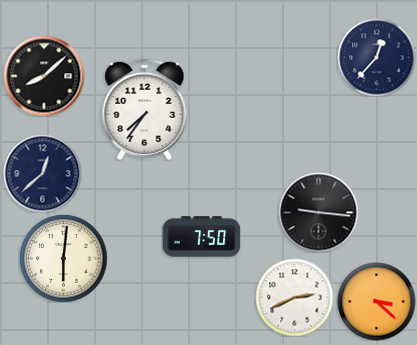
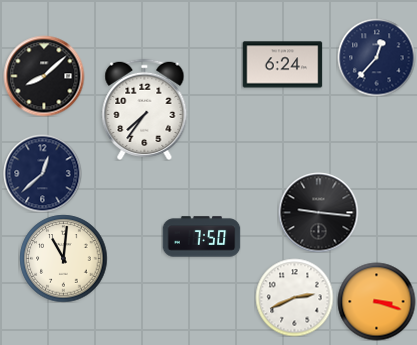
clock at (282, 65): none -> 6:24
clock at (63, 258): 6:01 -> 11:01
clock at (376, 301): 3:22 -> 3:18
